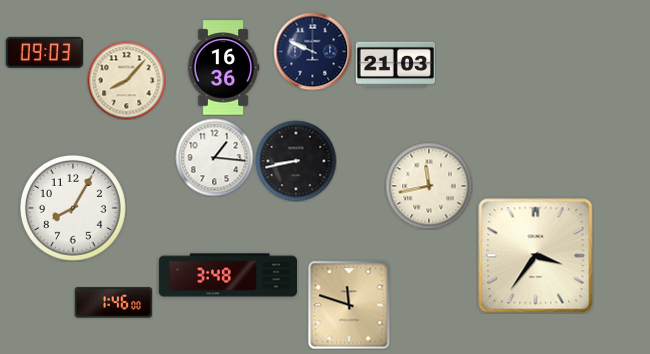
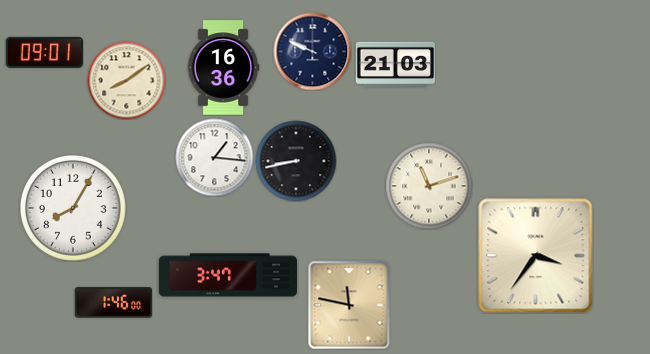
clock at (44, 52): 09:03 -> 09:01
clock at (126, 80): 8:07 -> 8:09
clock at (429, 186): 11:43 -> 11:12
clock at (228, 275): 3:48 -> 3:47
clock at (349, 305): 11:48 -> 11:47
